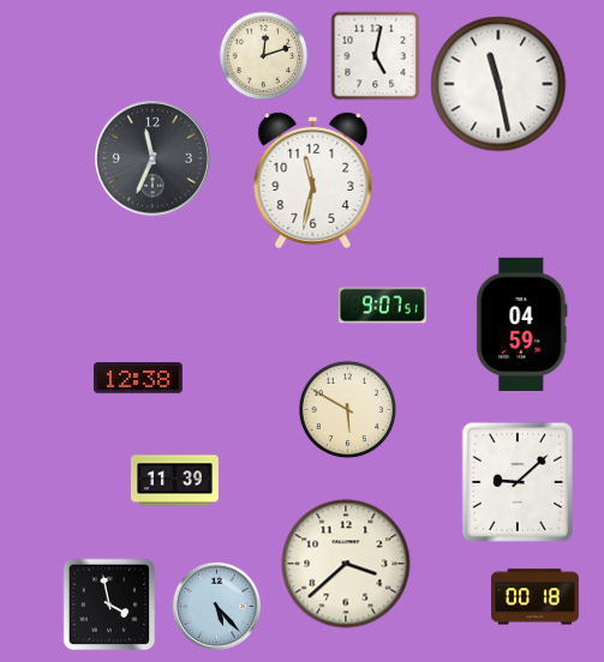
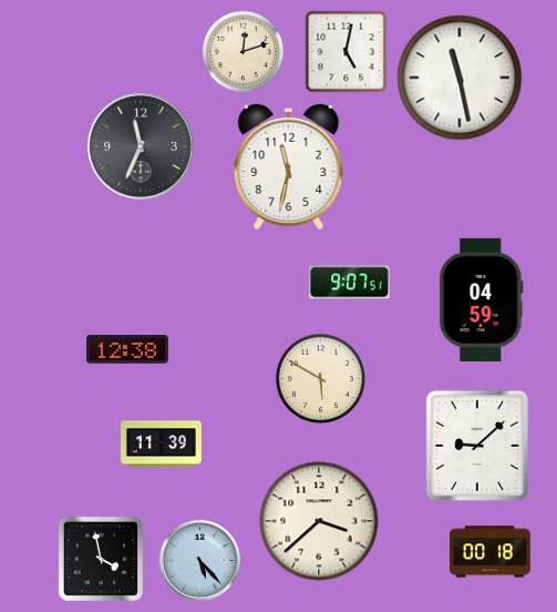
clock at (382, 306) position: (382, 306) -> (349, 283)
clock at (534, 597) position: (534, 597) -> (489, 552)
